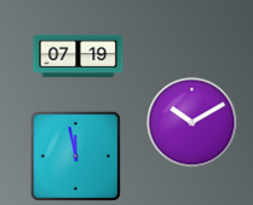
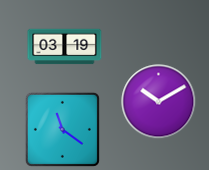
clock at (79, 57): 07:19 -> 03:19
clock at (75, 156): 11:58 -> 11:21
